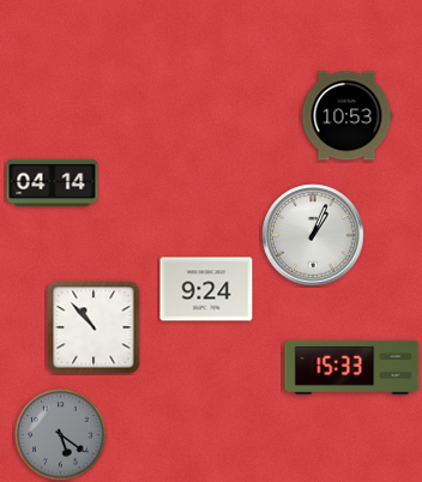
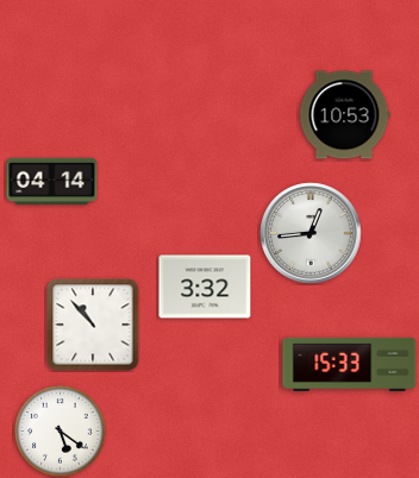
clock at (313, 235): 1:04 -> 12:44
clock at (206, 289): 9:24 -> 3:32
clock at (61, 435) dial: grey -> white
